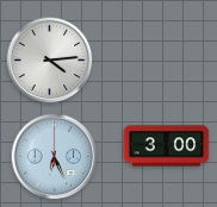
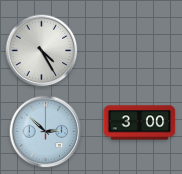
clock at (50, 61): 4:14 -> 4:25
clock at (55, 157): 6:26 -> 2:52
